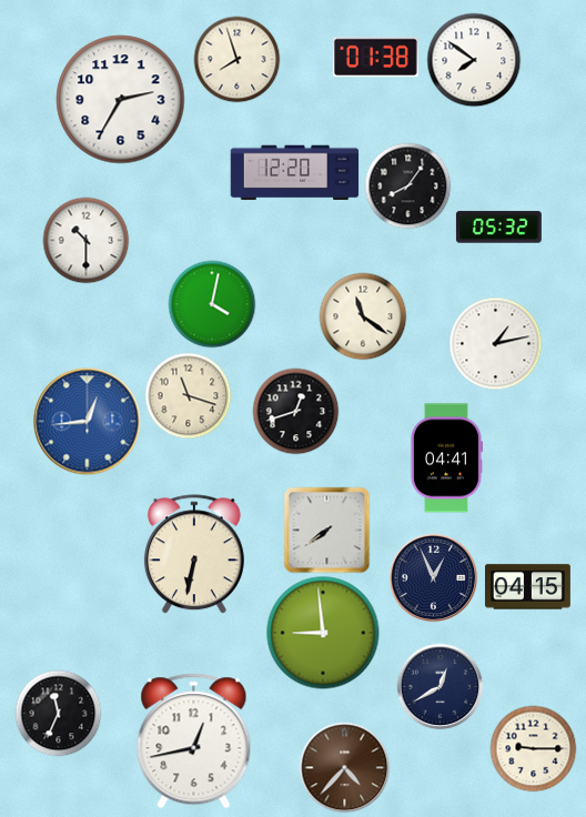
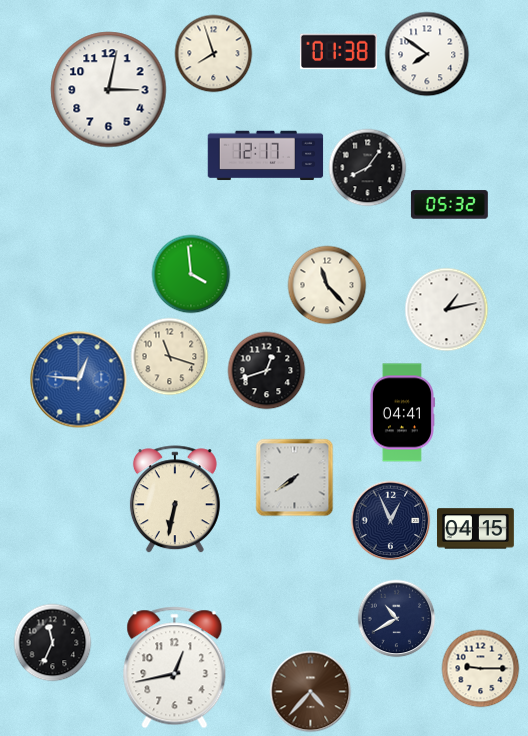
clock at (121, 100): 2:35 -> 3:02
clock at (295, 173): 12:20 -> 12:17
clock at (85, 240): 10:30 -> none
clock at (212, 304): 4:02 -> 3:59
clock at (363, 316): 11:21 -> 11:23
clock at (88, 422): 12:44 -> 12:46
clock at (323, 633): 8:59 -> none
clock at (439, 686): 12:40 -> 10:40
clock at (533, 748) position: (533, 748) -> (480, 668)
